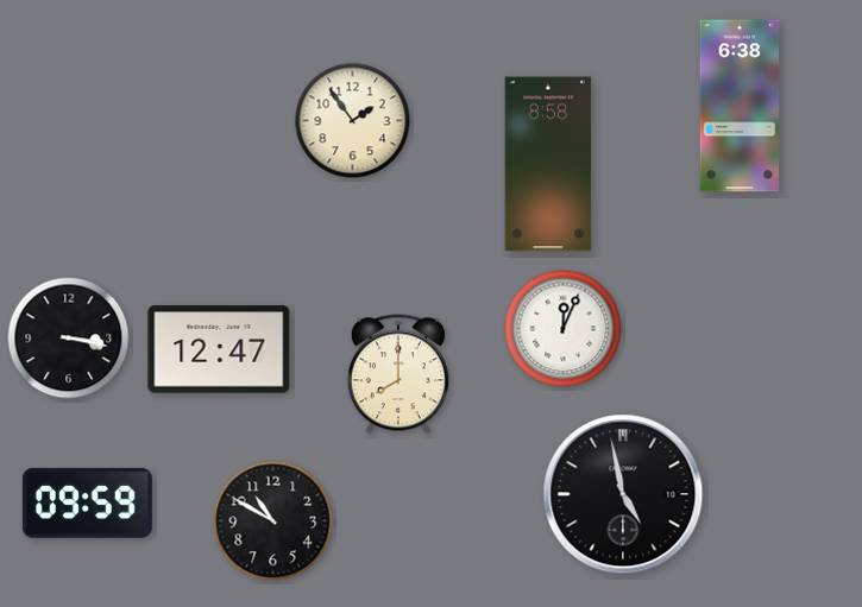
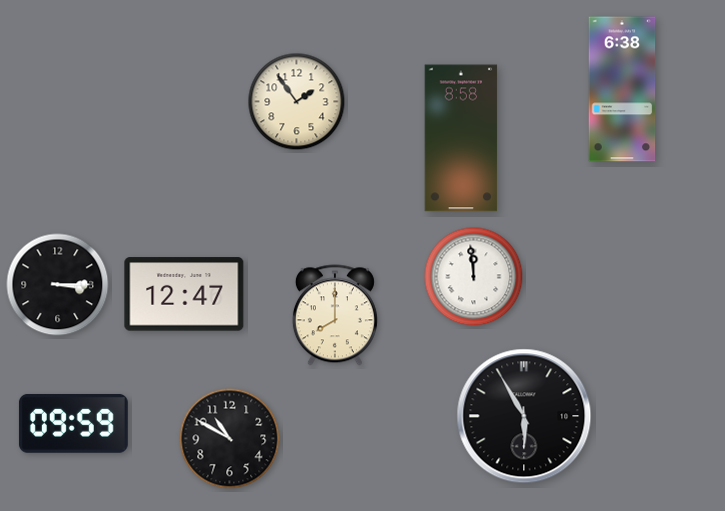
clock at (564, 329): 12:04 -> 11:59
clock at (69, 339): 3:17 -> 3:15
clock at (623, 494): 4:58 -> 5:55
